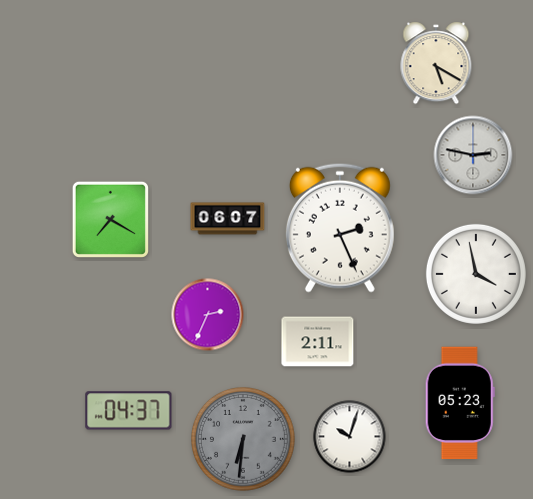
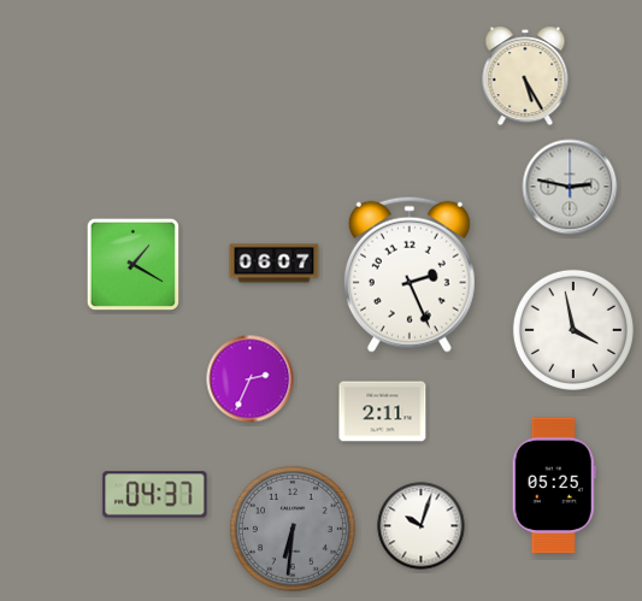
clock at (436, 63): 5:20 -> 5:25
clock at (110, 219): 7:20 -> 1:20
clock at (460, 403): 05:23 -> 05:25
